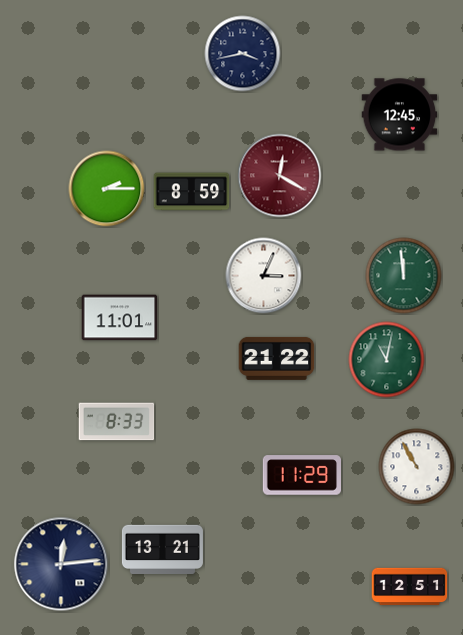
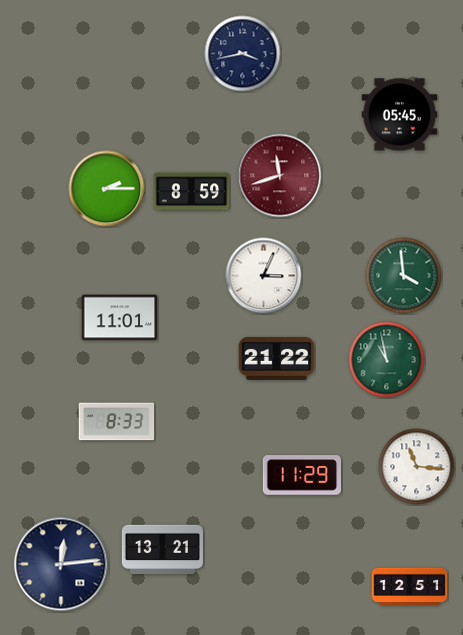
clock at (400, 115): 12:45 -> 05:45
clock at (280, 176): 12:20 -> 11:42
clock at (404, 276): 11:59 -> 3:59
clock at (387, 360): 11:02 -> 10:58
clock at (417, 467): 10:55 -> 11:16
